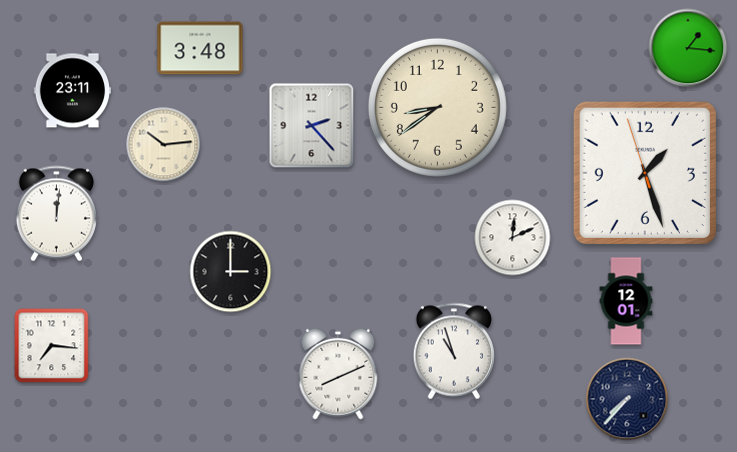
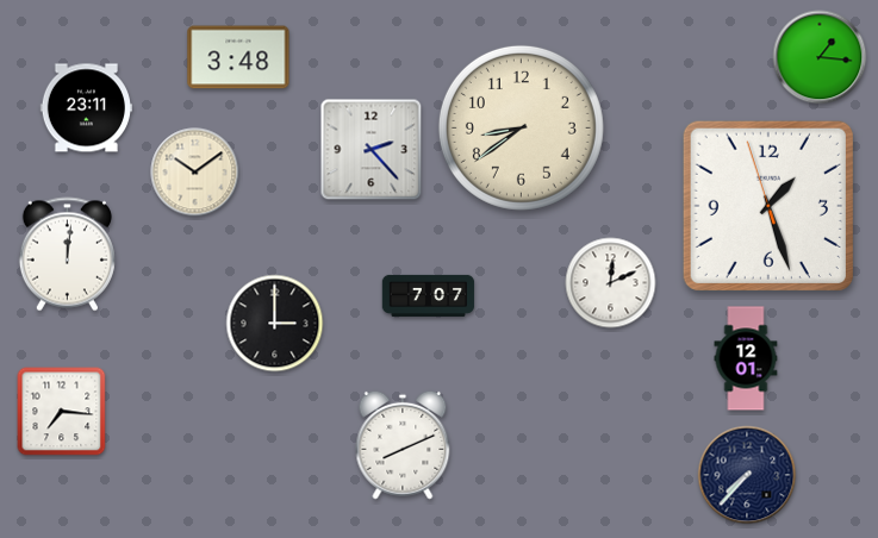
clock at (164, 145): 10:14 -> 10:09
clock at (429, 295): none -> 7:07
clock at (453, 351): 10:57 -> none
